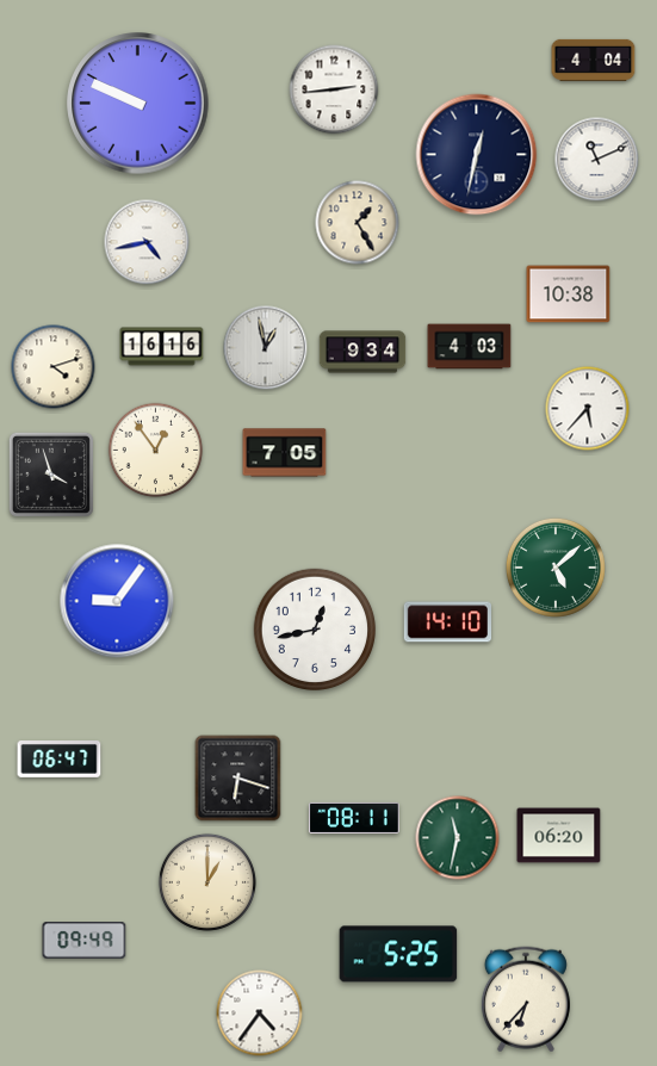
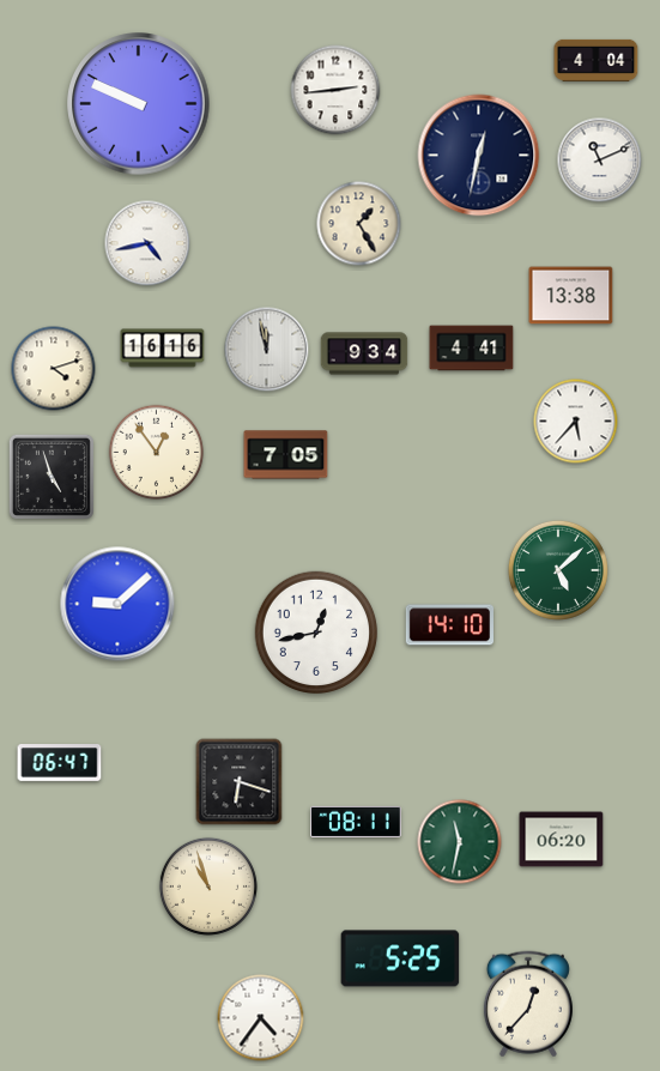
clock at (569, 295): 10:38 -> 13:38
clock at (470, 347): 4:03 -> 4:41
clock at (266, 348): 12:58 -> 11:58
clock at (588, 409) position: (588, 409) -> (576, 422)
clock at (51, 475): 3:57 -> 4:57
clock at (117, 601): 9:06 -> 9:08
clock at (207, 882): 1:00 -> 10:57
clock at (85, 941): 09:49 -> none
clock at (526, 999): 6:37 -> 12:37
